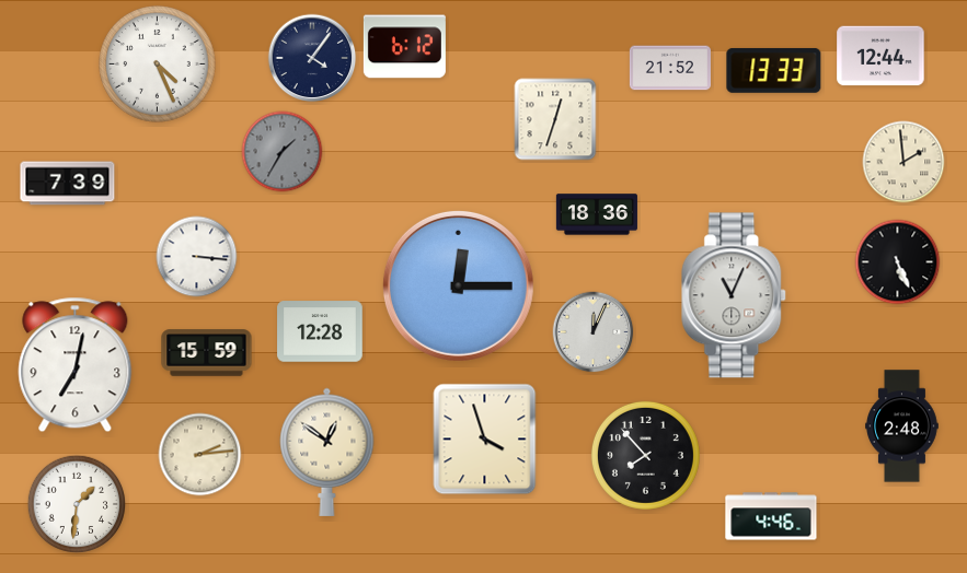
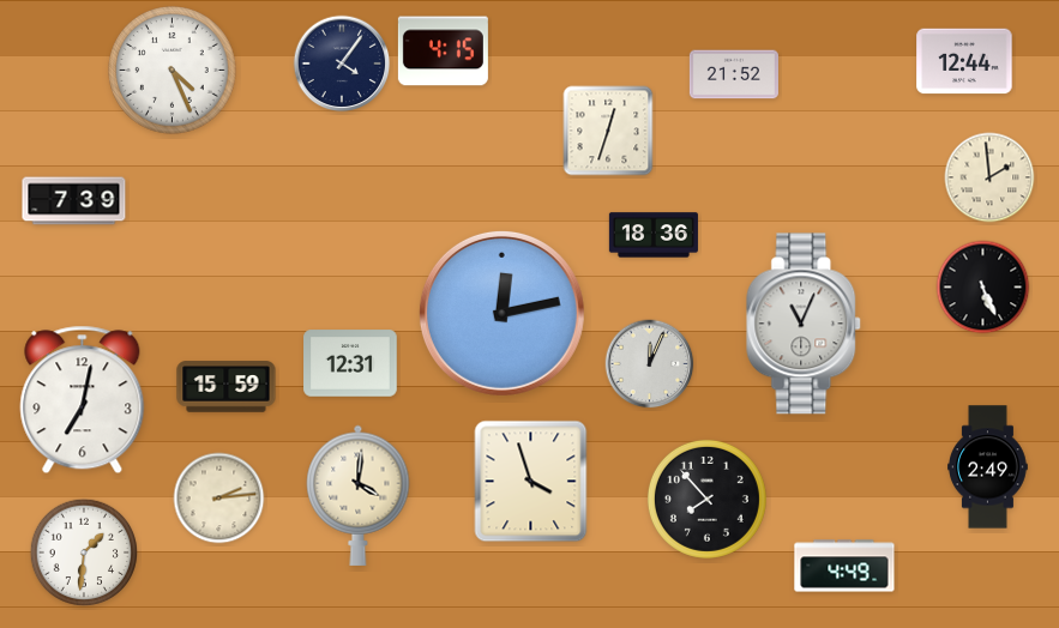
clock at (404, 47): 6:12 -> 4:15
clock at (774, 70): 13:33 -> none
clock at (283, 152): 1:35 -> none
clock at (197, 257): 3:16 -> none
clock at (458, 285): 12:15 -> 12:13
clock at (320, 331): 12:28 -> 12:31
clock at (902, 426): 2:48 -> 2:49
clock at (327, 452): 12:51 -> 4:01
clock at (771, 516): 4:46 -> 4:49
